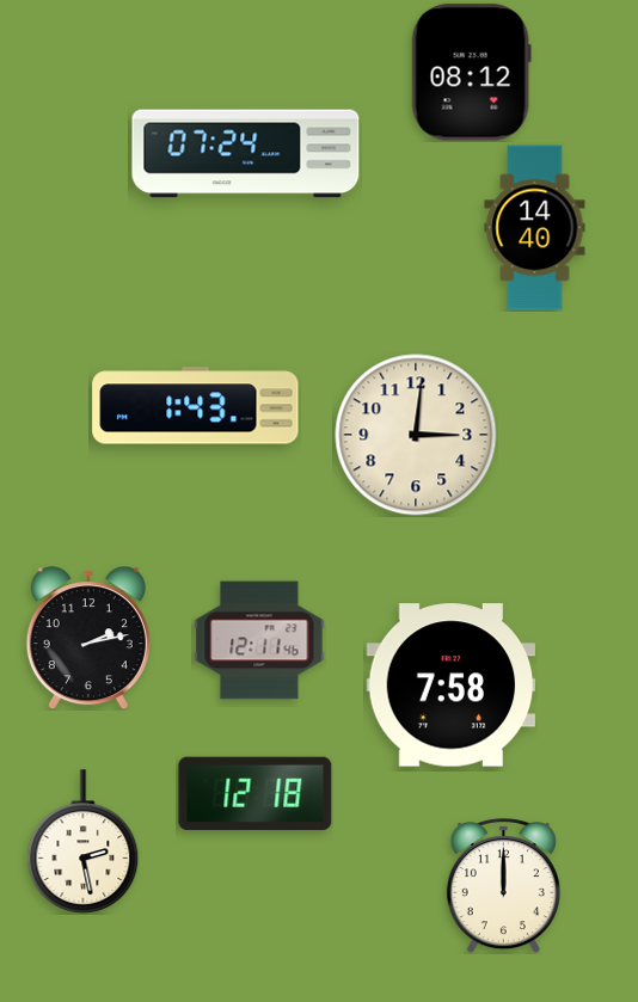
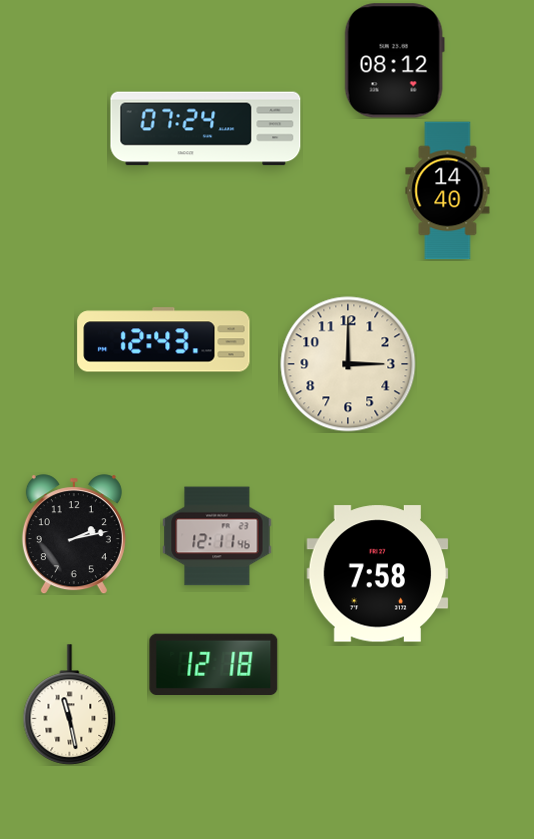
clock at (196, 406): 1:43 -> 12:43
clock at (416, 435): 3:01 -> 3:00
clock at (84, 842): 2:28 -> 11:28
clock at (503, 886): 12:00 -> none
